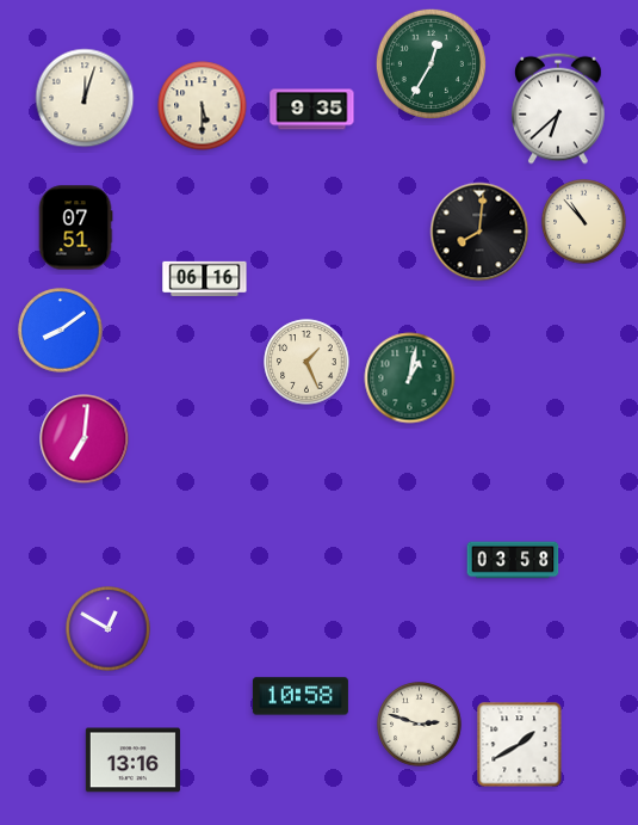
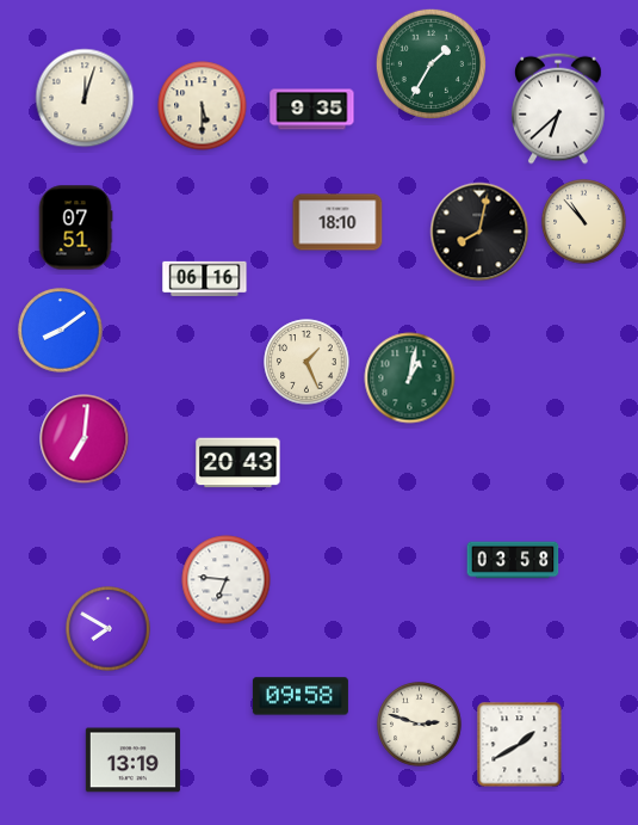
clock at (431, 63): 12:35 -> 1:35
clock at (337, 222): none -> 18:10
clock at (479, 232): 8:01 -> 8:02
clock at (239, 463): none -> 20:43
clock at (227, 580): none -> 6:46
clock at (109, 629): 12:50 -> 7:50
clock at (301, 696): 10:58 -> 09:58
clock at (132, 761): 13:16 -> 13:19
